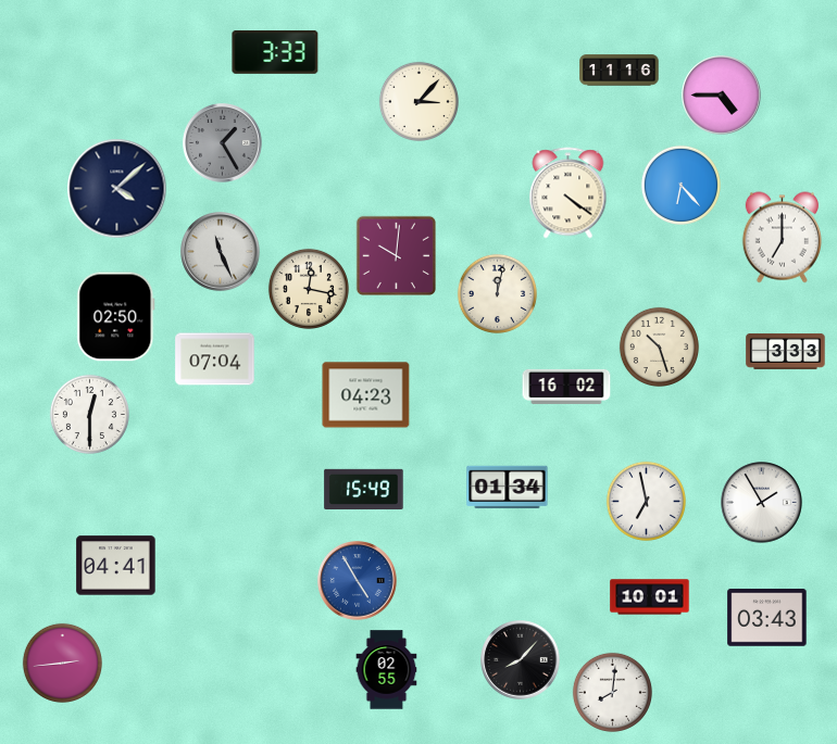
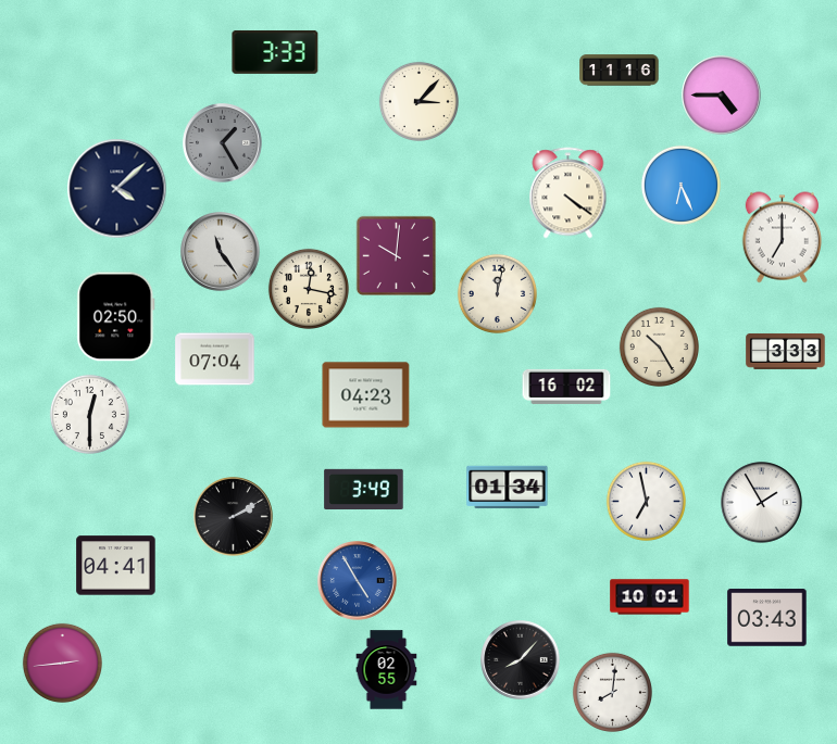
clock at (680, 185): 6:23 -> 6:26
clock at (221, 252): 11:26 -> 11:24
clock at (659, 346): 10:27 -> 10:25
clock at (364, 489): 15:49 -> 3:49
clock at (234, 517): none -> 2:10
